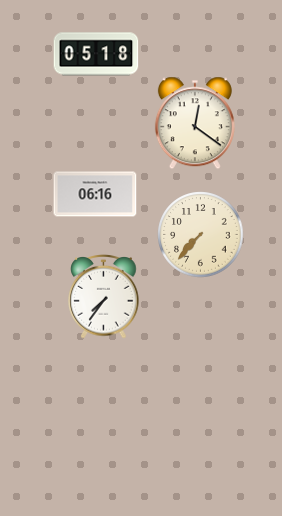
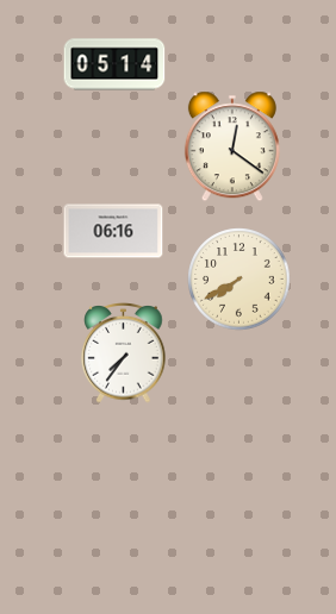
clock at (96, 54): 05:18 -> 05:14
clock at (201, 235): 7:37 -> 7:40
